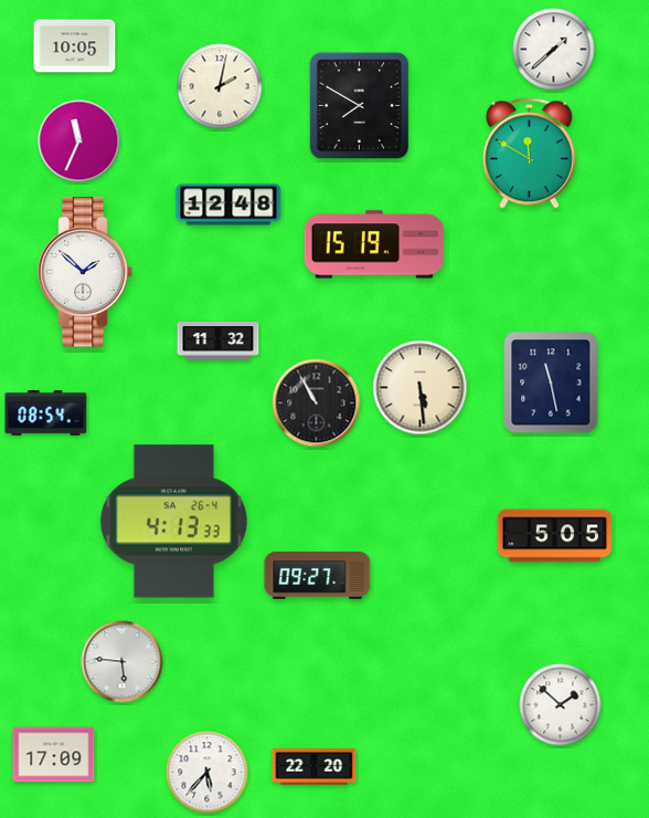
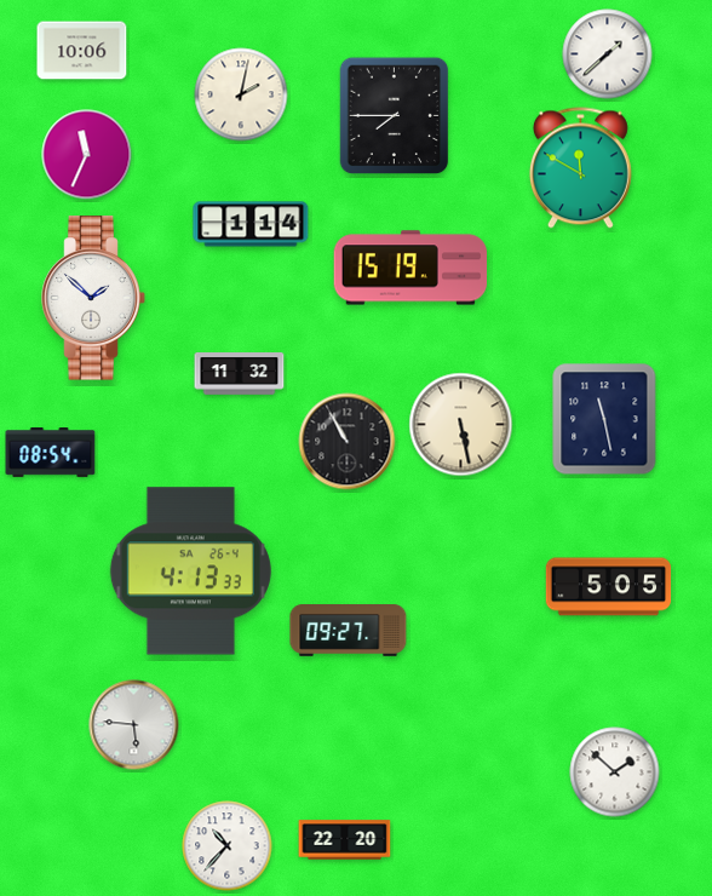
clock at (75, 46): 10:05 -> 10:06
clock at (360, 106): 7:50 -> 7:45
clock at (228, 204): 12:48 -> 1:14
clock at (421, 388): 5:29 -> 5:28
clock at (54, 755): 17:09 -> none
clock at (208, 773): 5:37 -> 10:37
